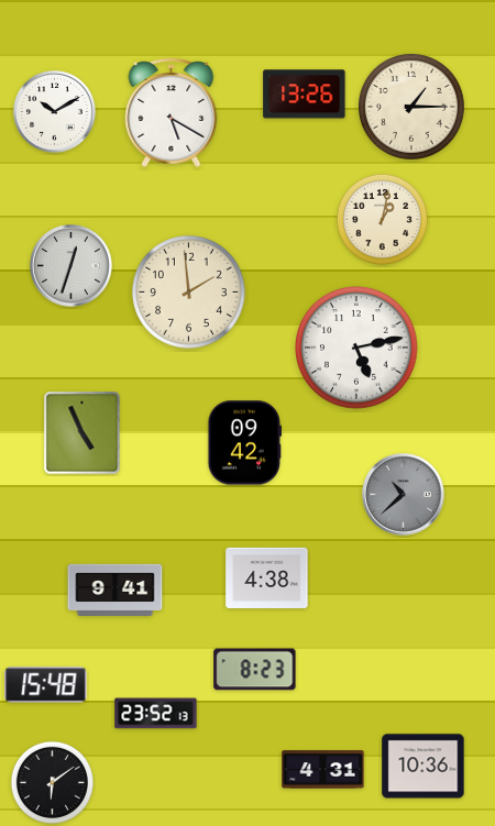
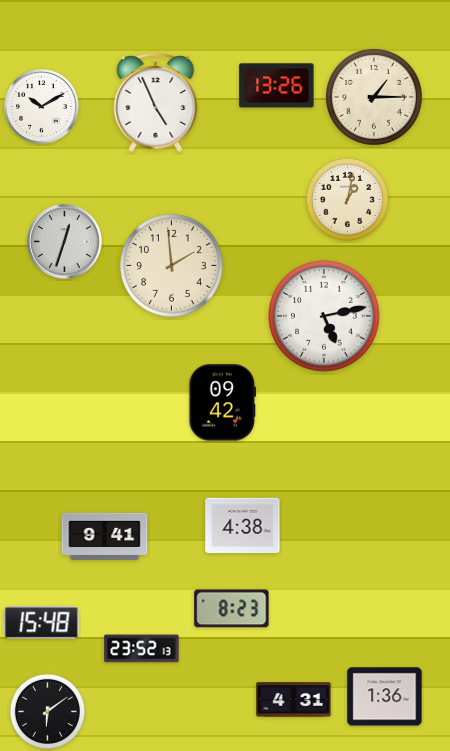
clock at (55, 112) position: (55, 112) -> (42, 107)
clock at (172, 112): 5:20 -> 4:56
clock at (82, 433): 4:56 -> none
clock at (404, 495): 10:38 -> none
clock at (424, 767): 10:36 -> 1:36
